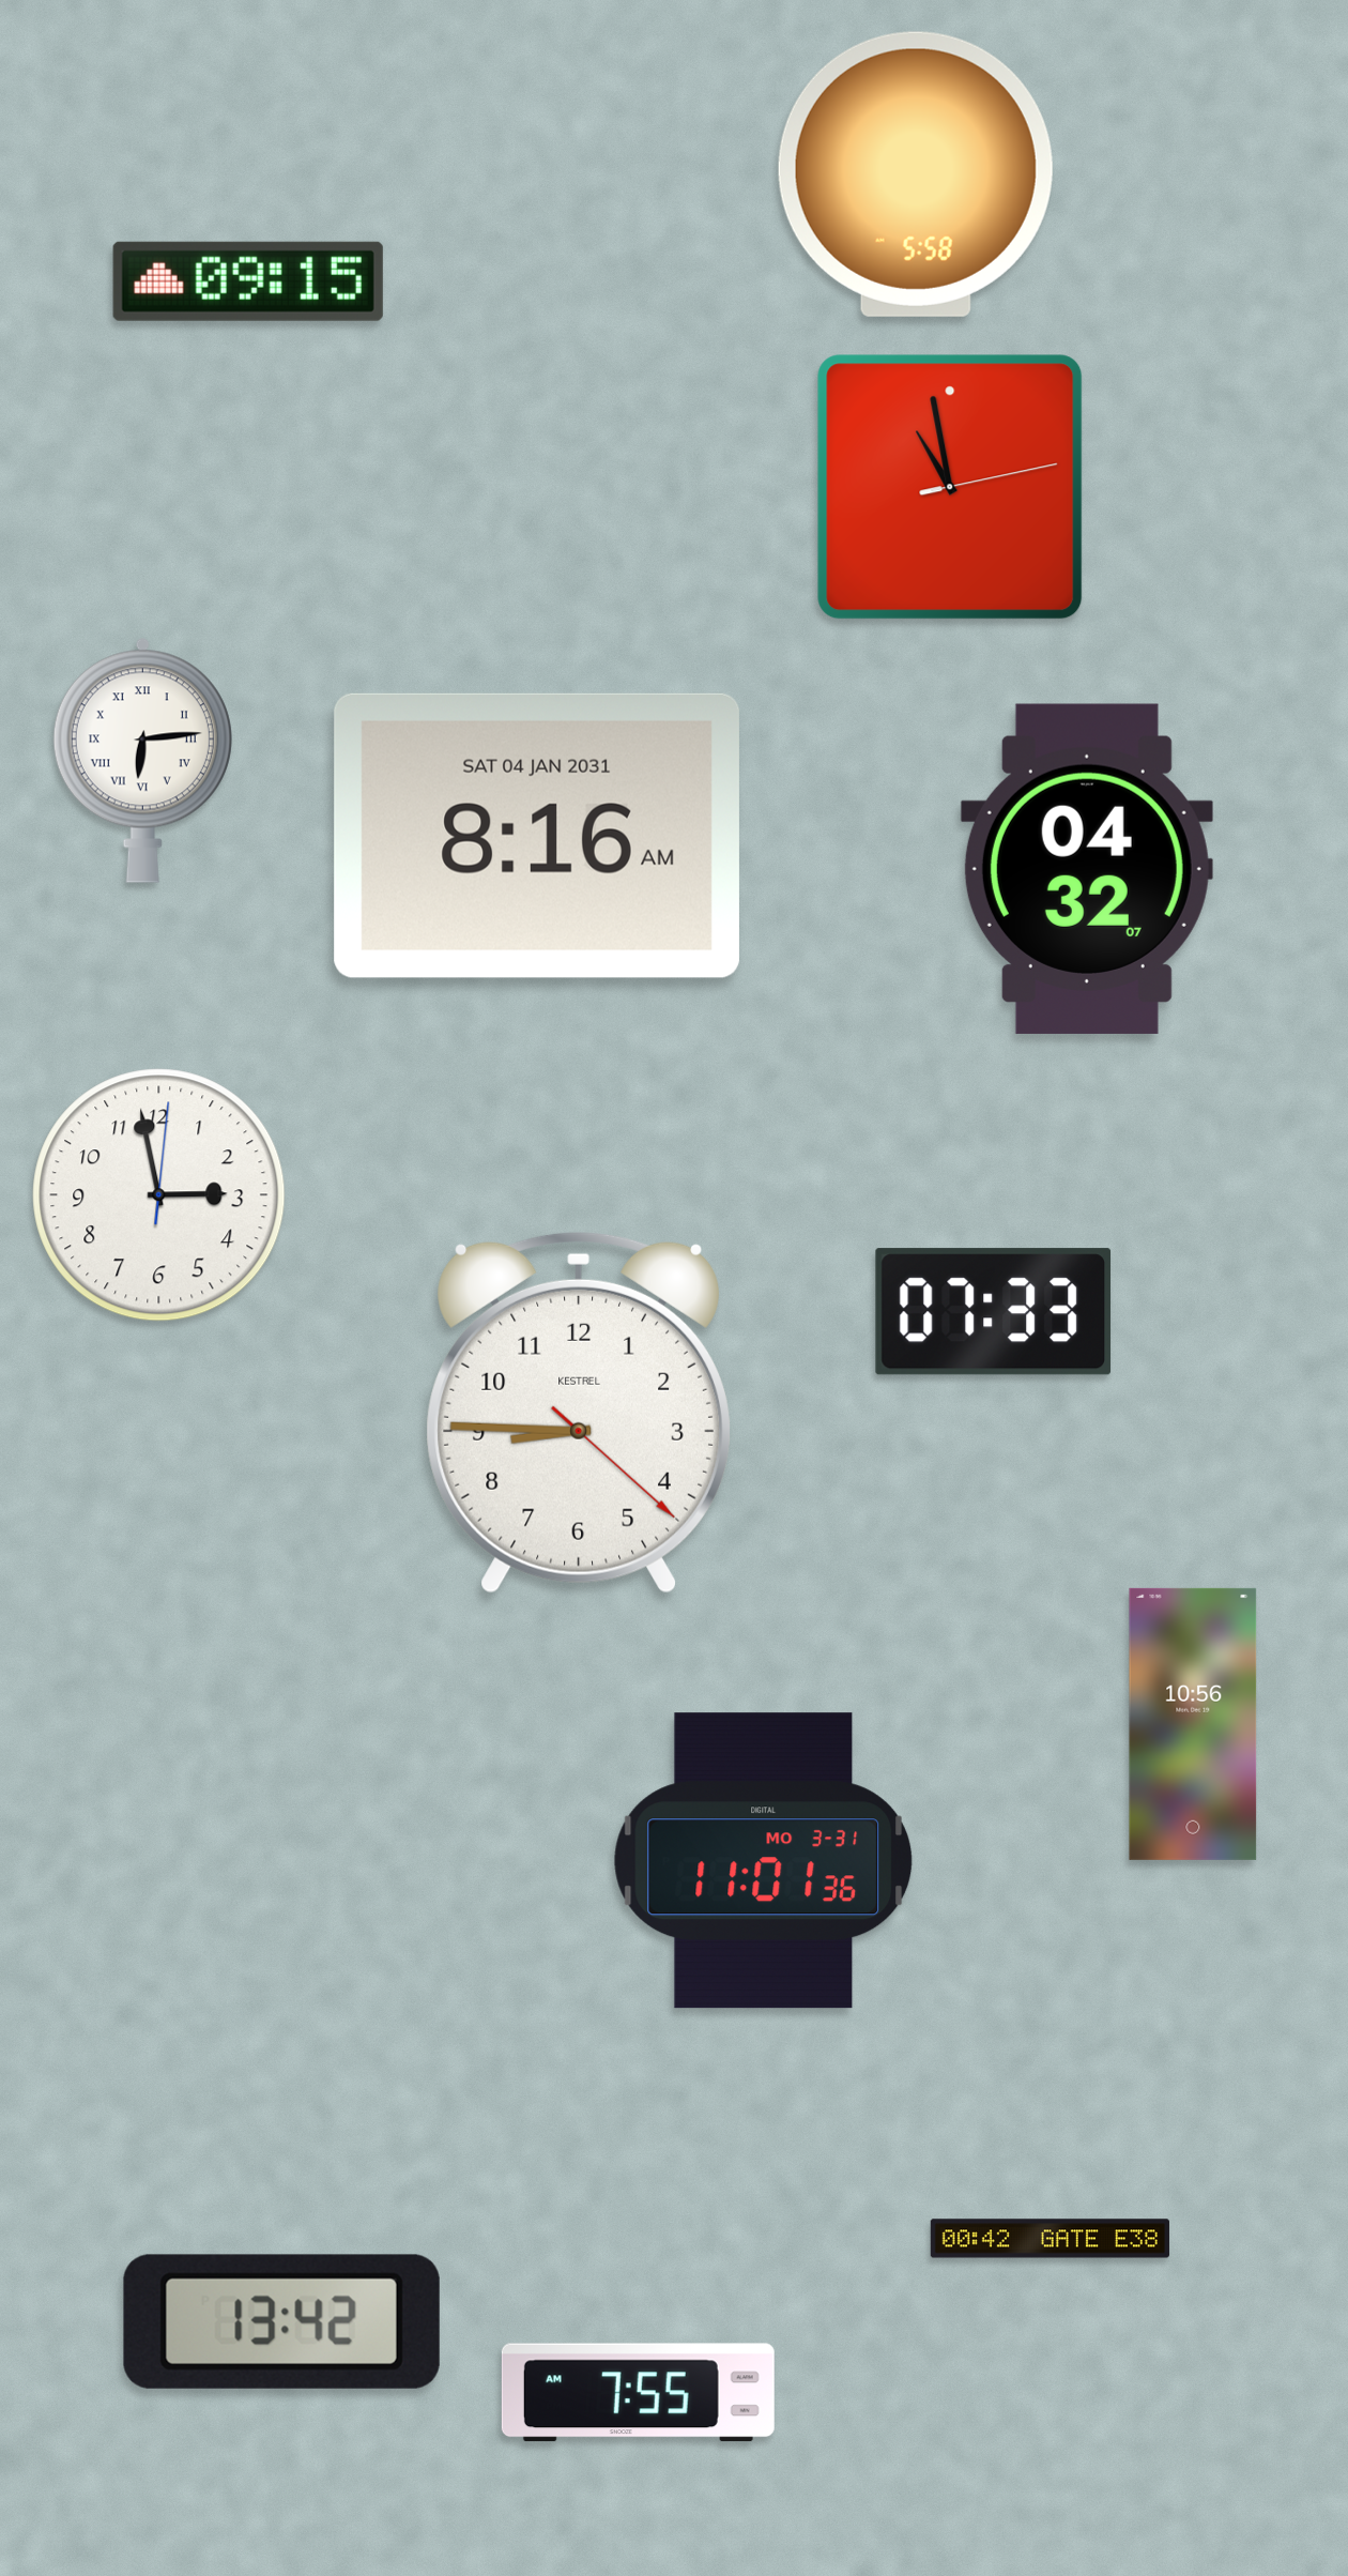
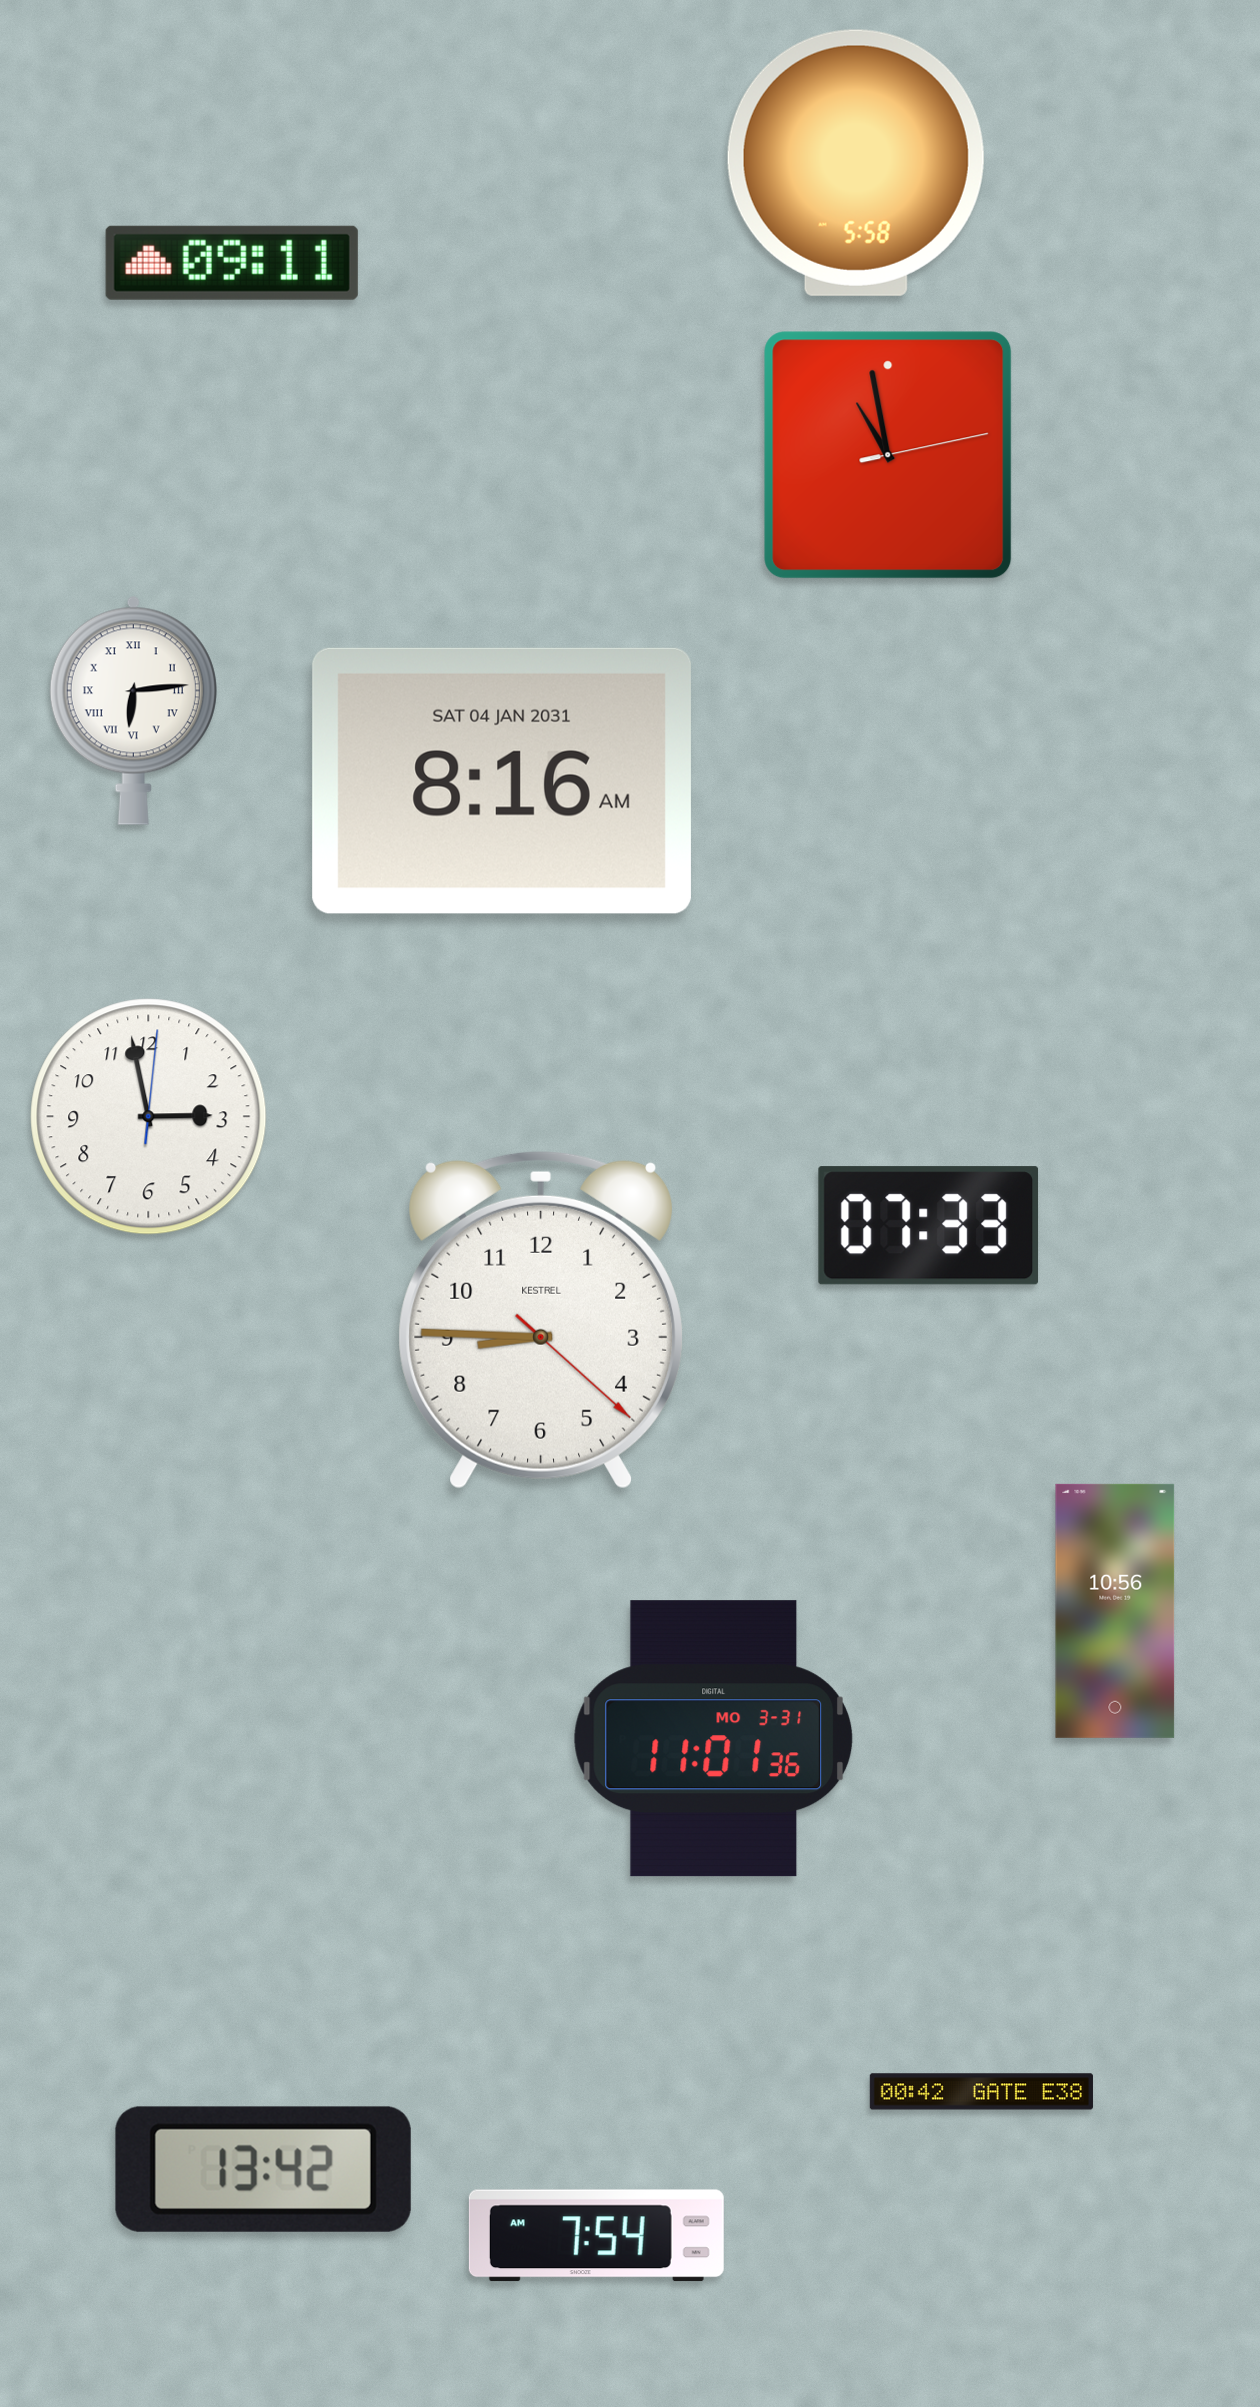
clock at (248, 281): 09:15 -> 09:11
clock at (1087, 869): 04:32 -> none
clock at (638, 2393): 7:55 -> 7:54
